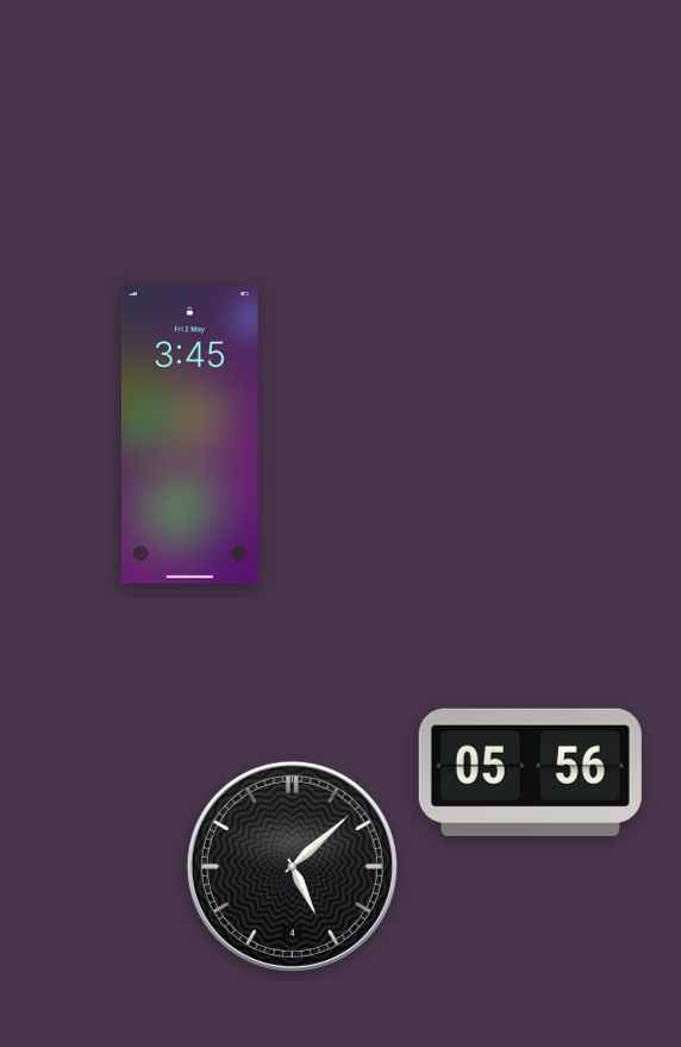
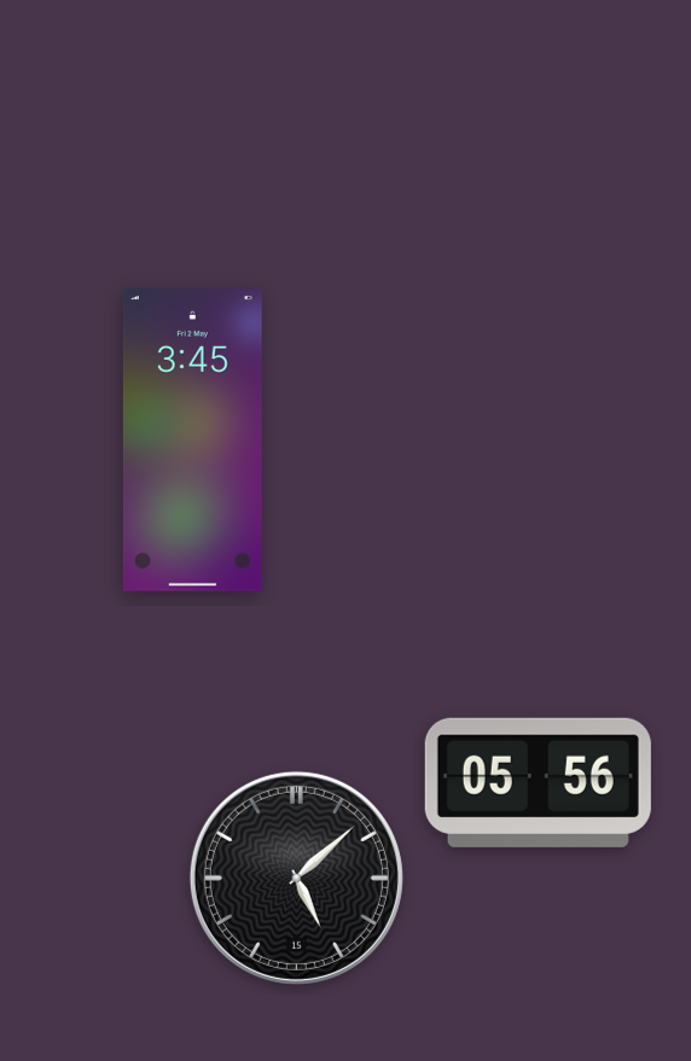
clock at (292, 866) date: 4 -> 15
